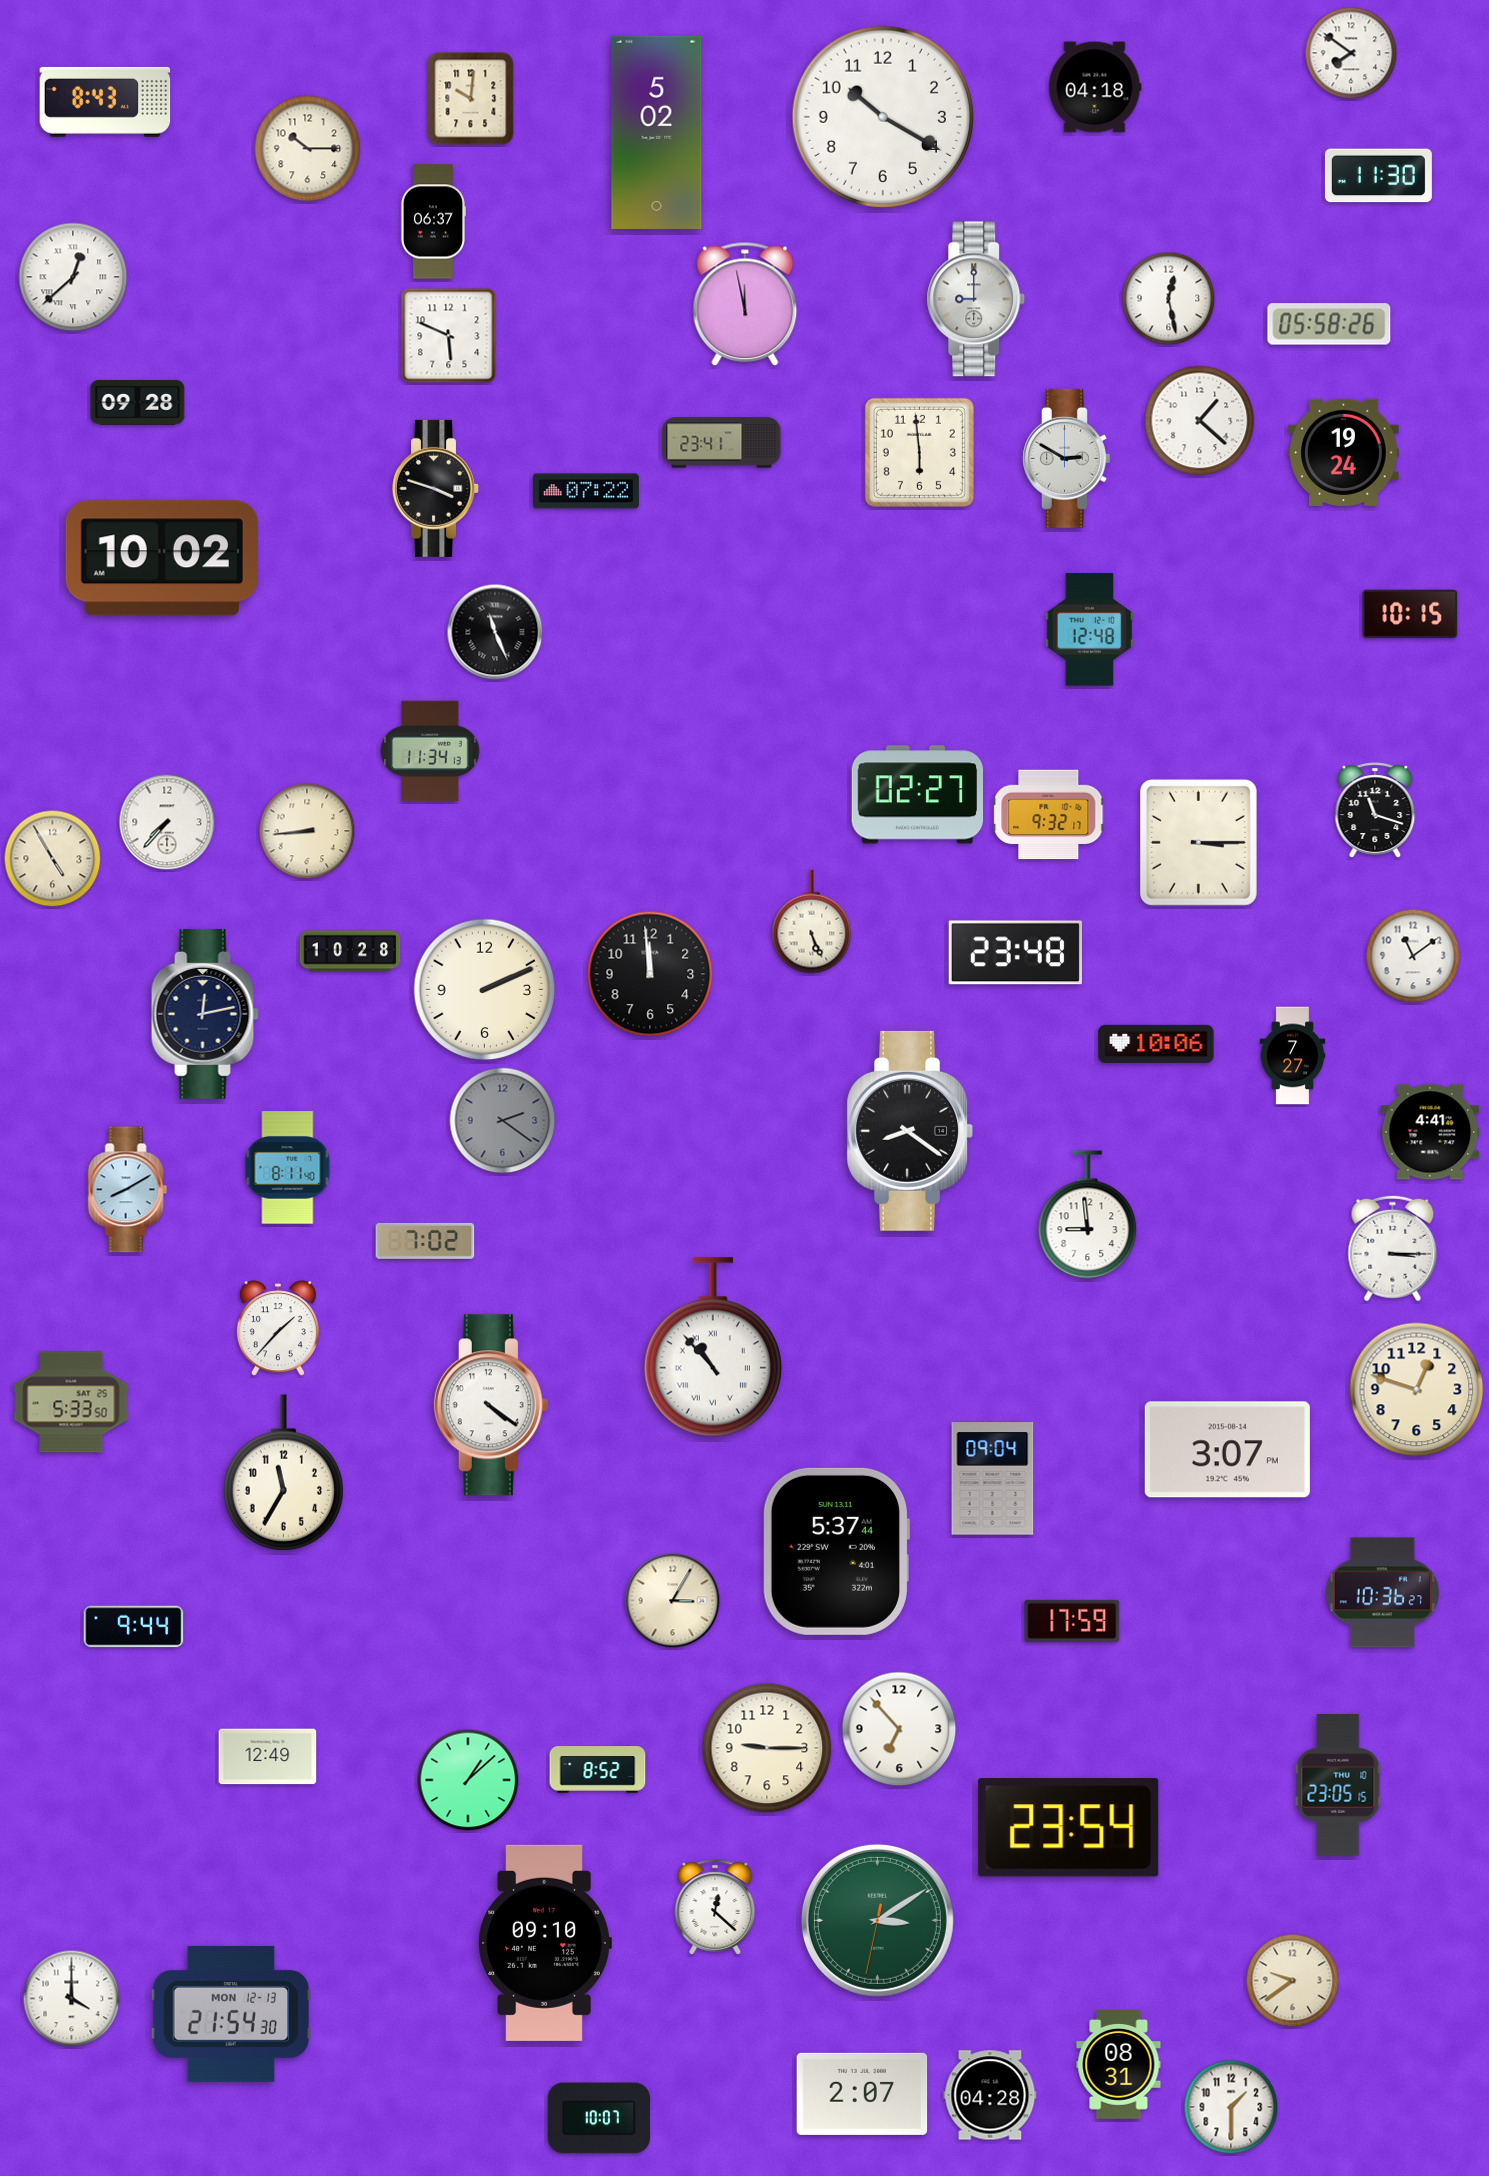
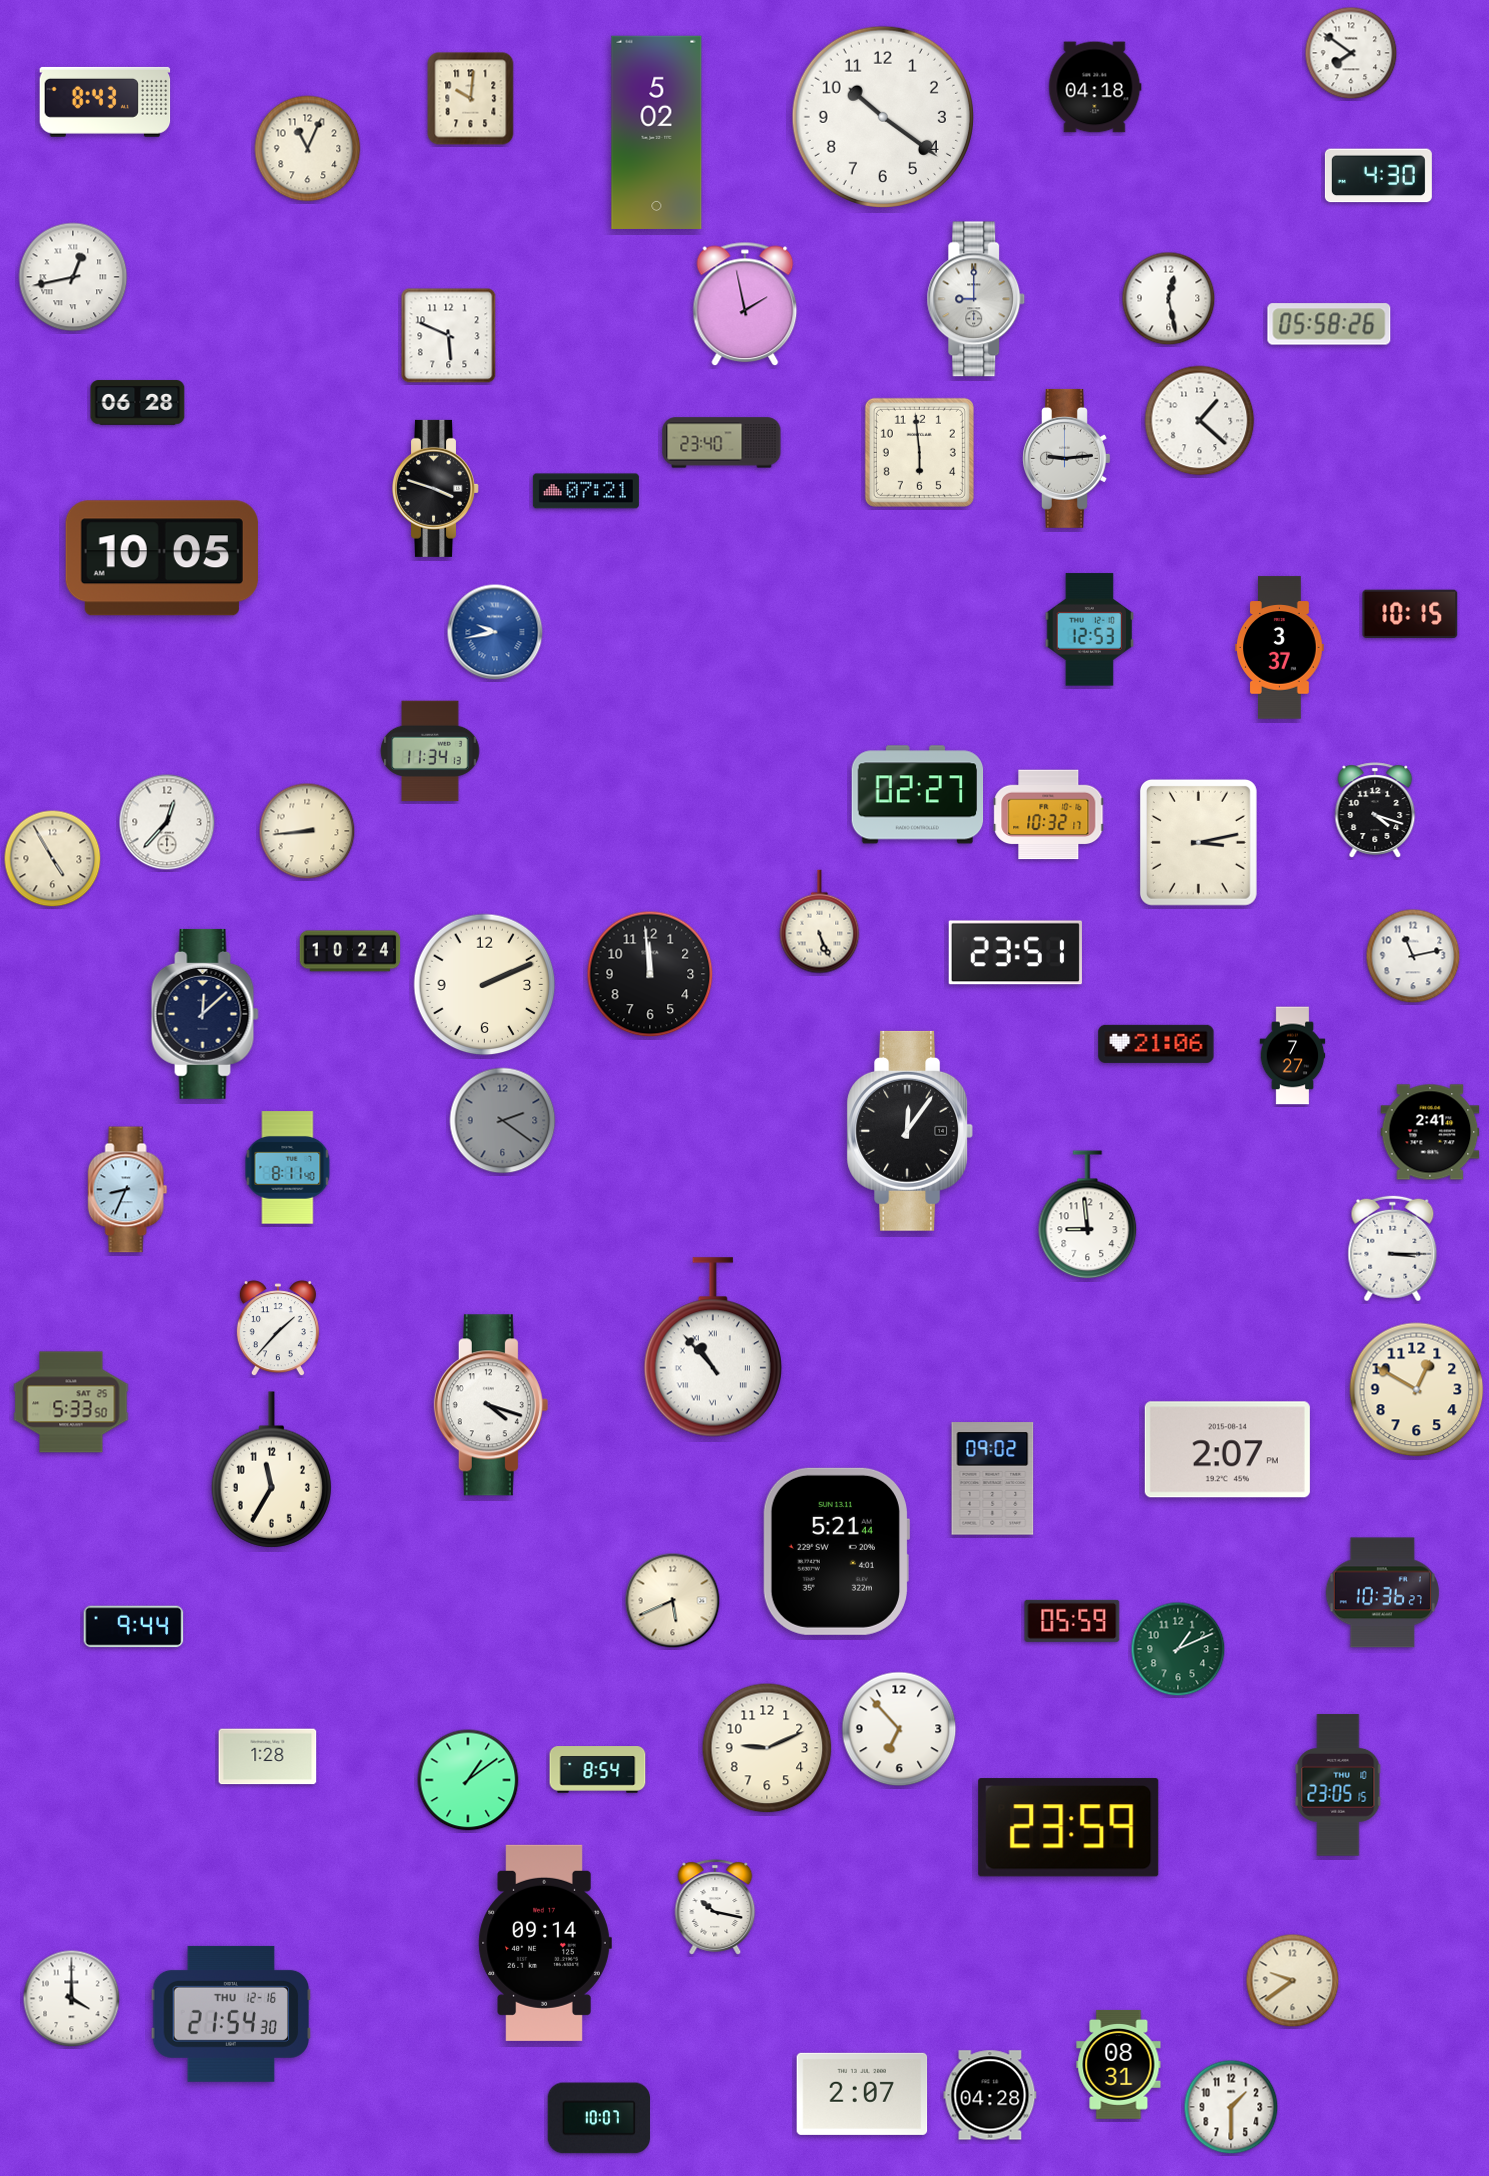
clock at (883, 117): 10:20 -> 10:21
clock at (308, 149): 10:15 -> 11:04
clock at (1378, 176): 11:30 -> 4:30
clock at (432, 222): 06:37 -> none
clock at (73, 277): 12:38 -> 12:43
clock at (745, 304): 11:58 -> 1:58
clock at (138, 403): 09:28 -> 06:28
clock at (722, 443): 23:41 -> 23:40
clock at (1344, 452): 19:24 -> none
clock at (1067, 458): 2:50 -> 9:14
clock at (586, 491): 07:22 -> 07:21
clock at (162, 558): 10:02 -> 10:05
clock at (1090, 630): 12:48 -> 12:53
clock at (495, 632): 11:26 -> 9:43
clock at (495, 632) dial: black -> blue
clock at (1280, 648): none -> 3:37
clock at (1375, 810): 11:18 -> 4:18
clock at (1049, 815): 9:32 -> 10:32
clock at (167, 822): 7:37 -> 12:37
clock at (1198, 842): 3:15 -> 3:13
clock at (812, 922) position: (812, 922) -> (820, 922)
clock at (350, 951): 10:28 -> 10:24
clock at (1015, 953): 23:48 -> 23:51
clock at (1413, 956): 11:09 -> 11:13
clock at (485, 990) position: (485, 990) -> (485, 985)
clock at (205, 1014): 12:13 -> 12:08
clock at (1156, 1044): 10:06 -> 21:06
clock at (909, 1131): 8:21 -> 12:06
clock at (1430, 1132): 4:41 -> 2:41
clock at (128, 1190): 8:10 -> 8:34
clock at (425, 1241): 7:02 -> none
clock at (1417, 1390): 12:48 -> 12:50
clock at (491, 1405): 4:21 -> 4:18
clock at (1227, 1450): 3:07 -> 2:07
clock at (283, 1473) position: (283, 1473) -> (271, 1470)
clock at (993, 1479): 09:04 -> 09:02
clock at (836, 1551): 5:37 -> 5:21
clock at (673, 1601): 3:05 -> 5:41
clock at (1072, 1621): 17:59 -> 05:59
clock at (1178, 1649): none -> 1:11
clock at (767, 1748): 9:15 -> 9:11
clock at (268, 1757): 12:49 -> 1:28
clock at (598, 1770): 8:52 -> 8:54
clock at (468, 1780): 1:08 -> 1:09
clock at (1069, 1828): 23:54 -> 23:59
clock at (715, 1907): 12:22 -> 10:17
clock at (877, 1920): 3:09 -> none
clock at (545, 1943): 09:10 -> 09:14
clock at (231, 2014) date: MON 12-13 -> THU 12-16
